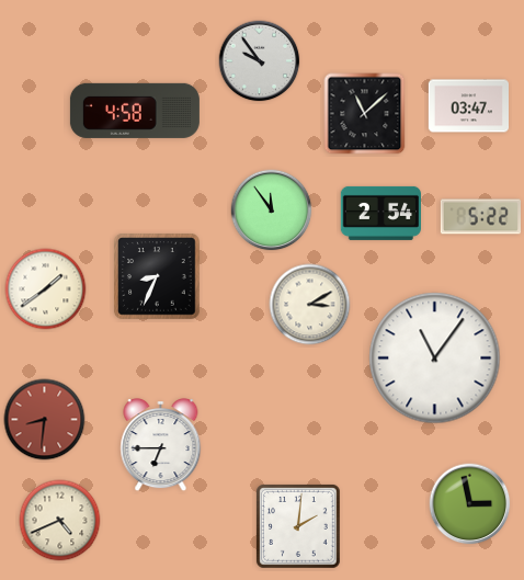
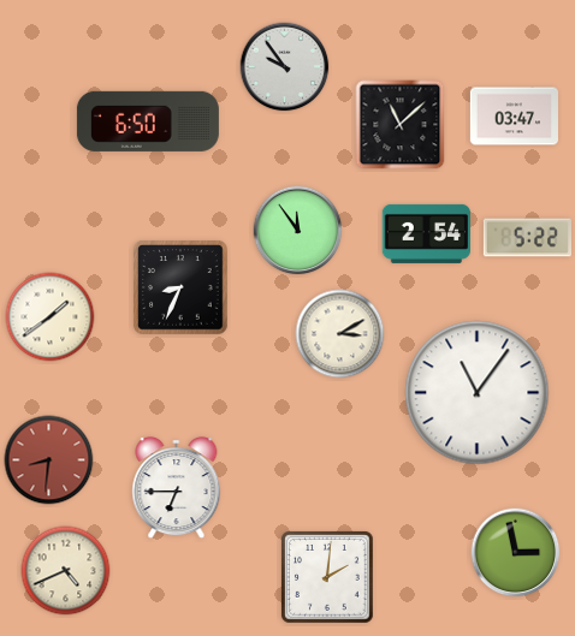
clock at (135, 111): 4:58 -> 6:50
clock at (380, 213) position: (380, 213) -> (426, 233)
clock at (157, 276) position: (157, 276) -> (180, 287)
